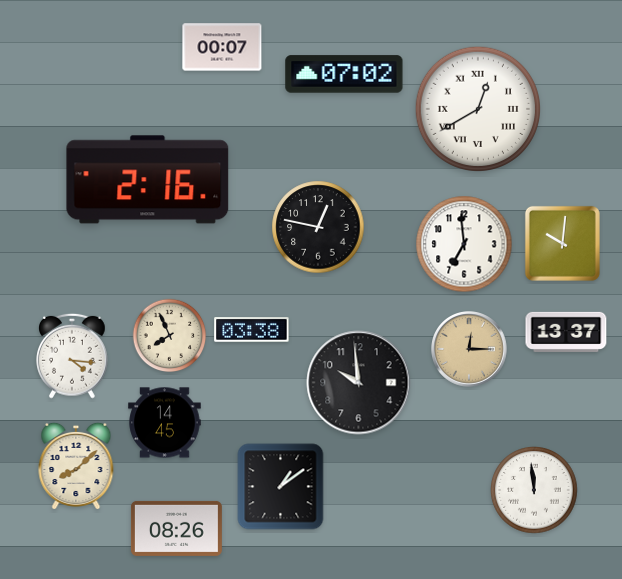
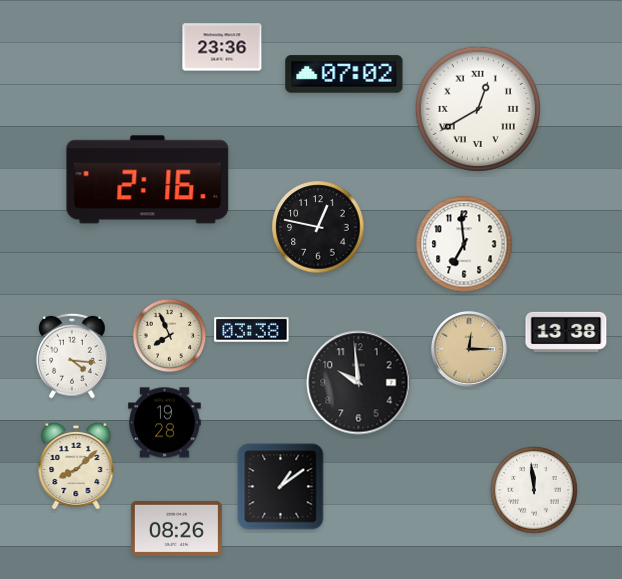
clock at (222, 47): 00:07 -> 23:36
clock at (562, 243): 10:01 -> none
clock at (566, 332): 13:37 -> 13:38
clock at (165, 423): 14:45 -> 19:28
